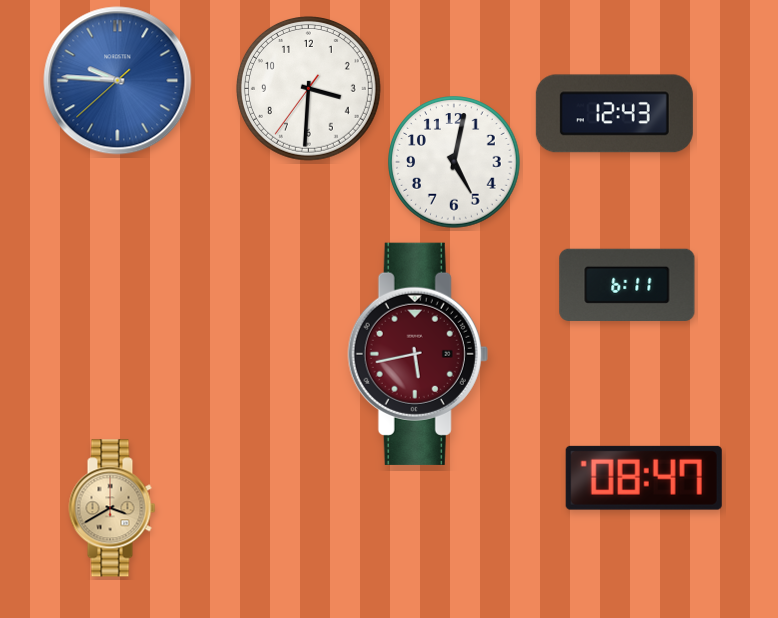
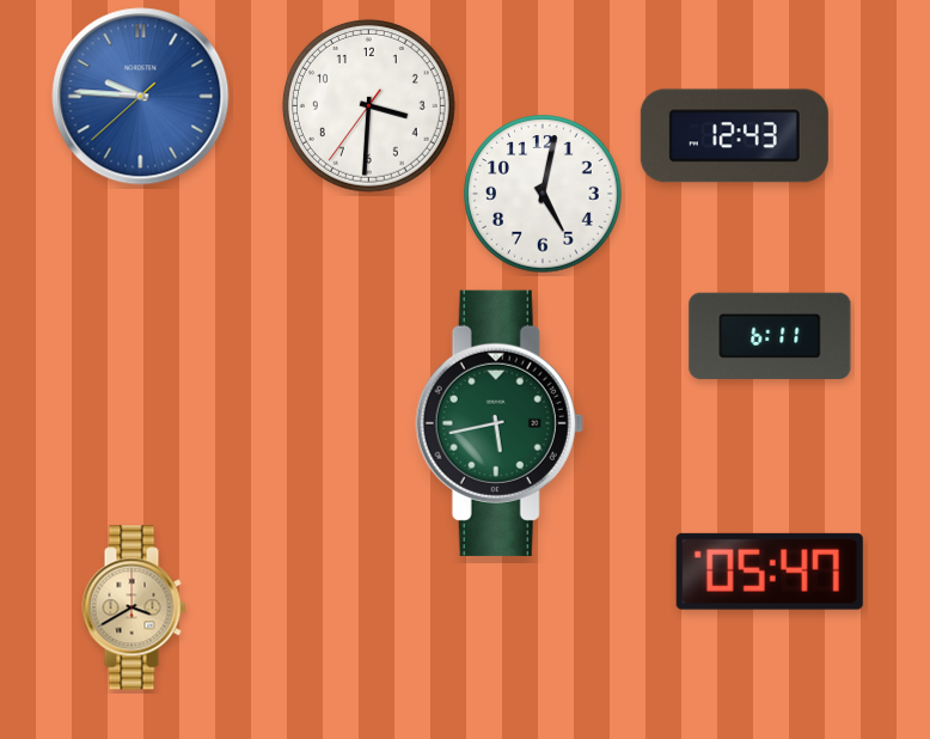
clock at (627, 285) position: (627, 285) -> (770, 336)
clock at (418, 354) dial: burgundy -> green
clock at (644, 478): 08:47 -> 05:47
